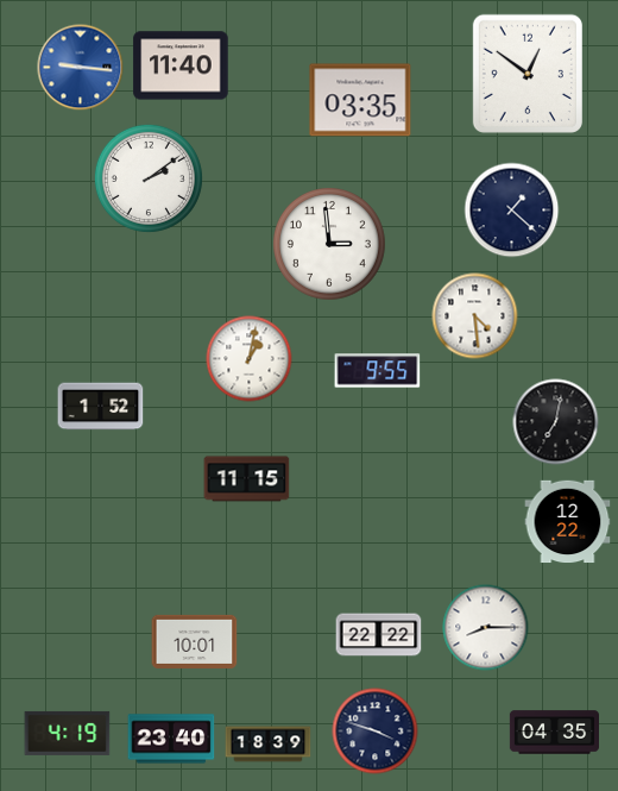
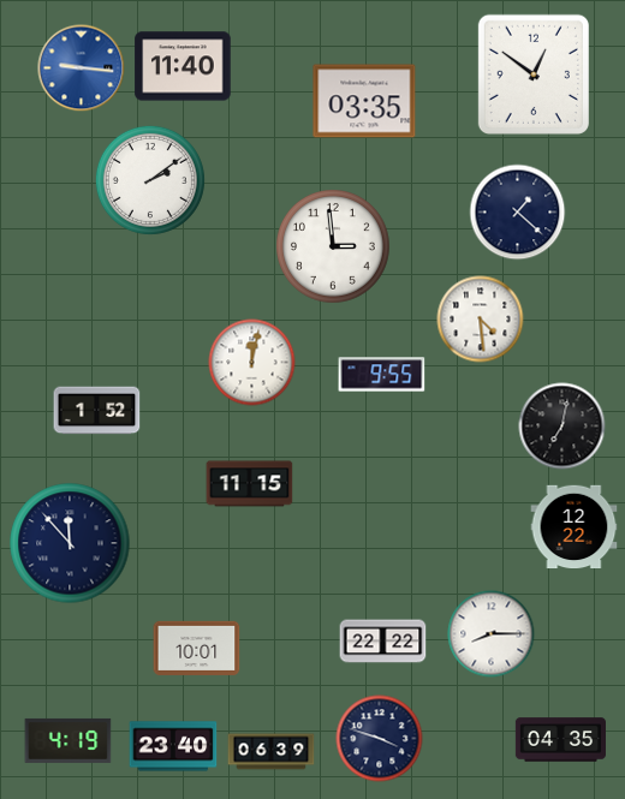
clock at (250, 359): 1:02 -> 12:02
clock at (101, 407) position: (101, 407) -> (97, 411)
clock at (70, 543): none -> 11:53
clock at (269, 745): 18:39 -> 06:39
